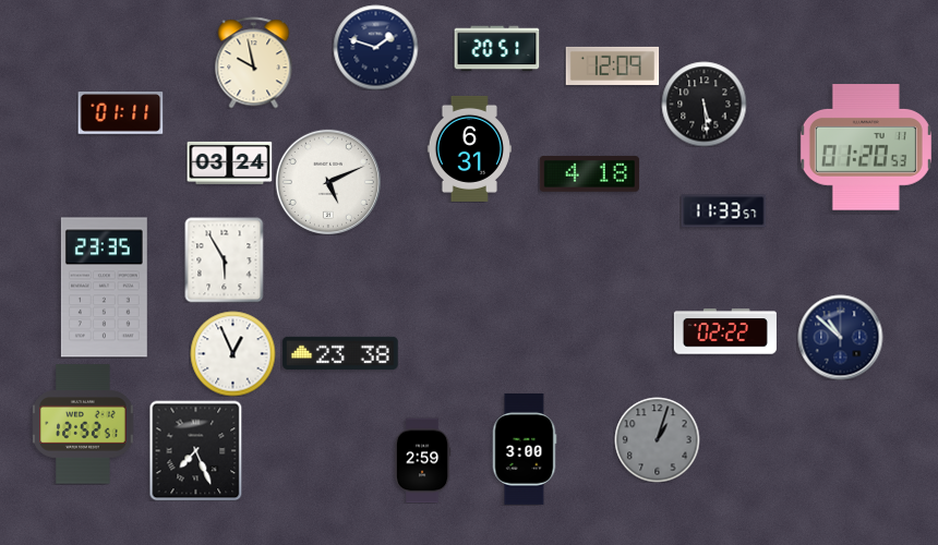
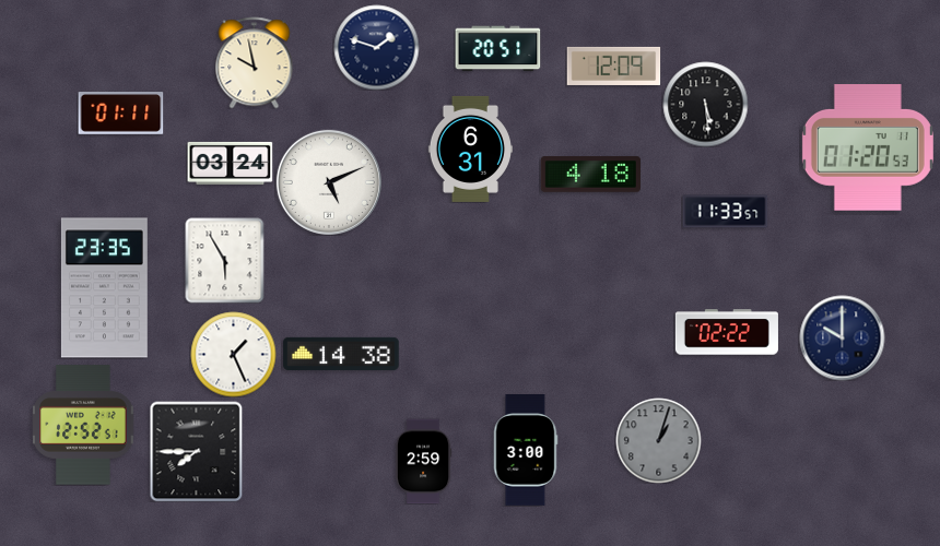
clock at (840, 337): 10:52 -> 10:00
clock at (232, 353): 12:56 -> 1:26
clock at (340, 353): 23:38 -> 14:38
clock at (196, 450): 7:26 -> 7:45
